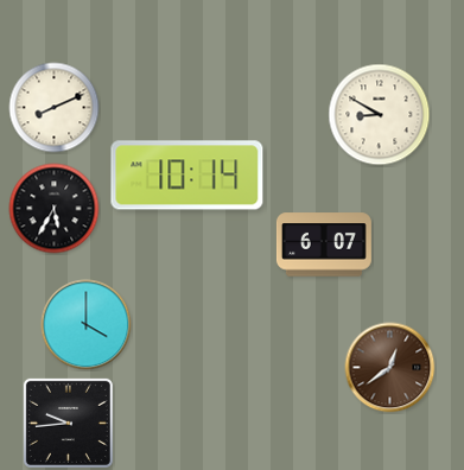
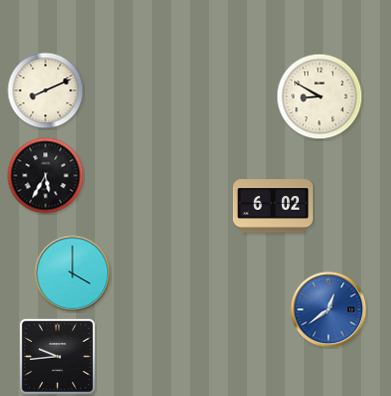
clock at (187, 176): 10:14 -> none
clock at (324, 244): 6:07 -> 6:02
clock at (390, 368) dial: brown -> blue
